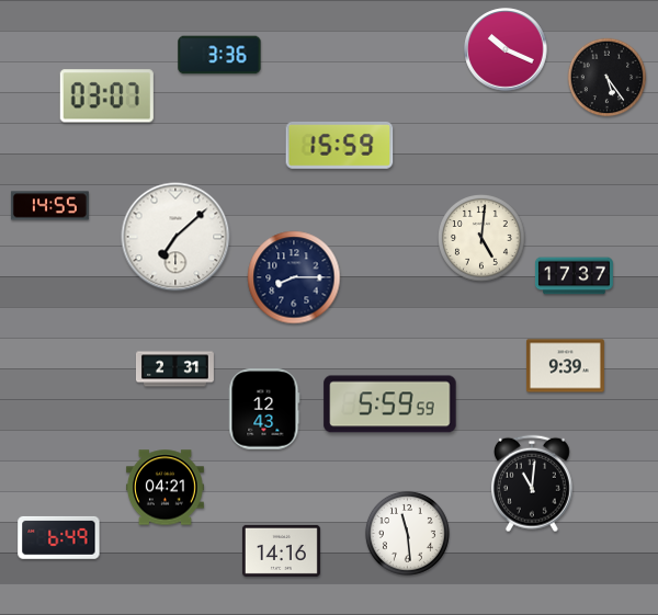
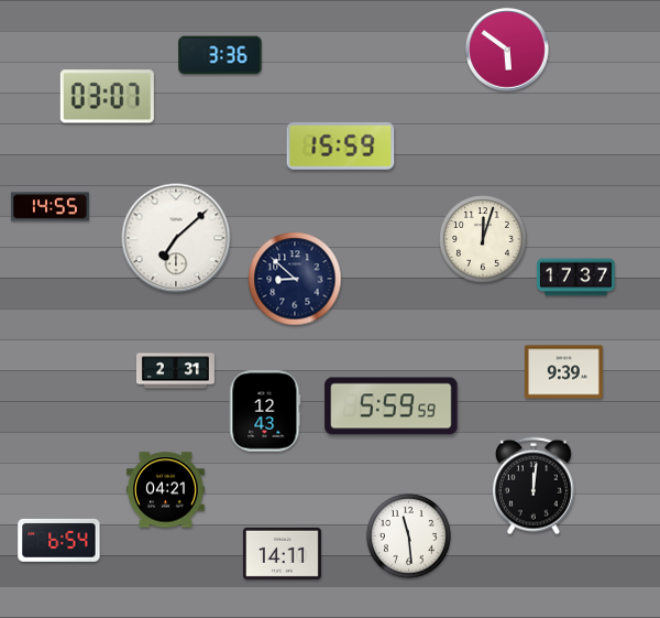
clock at (506, 49): 10:19 -> 5:51
clock at (608, 78): 5:24 -> none
clock at (483, 239): 5:01 -> 12:03
clock at (294, 277): 8:15 -> 8:52
clock at (565, 366) position: (565, 366) -> (563, 372)
clock at (532, 483): 11:01 -> 12:01
clock at (59, 537): 6:49 -> 6:54
clock at (281, 550): 14:16 -> 14:11
